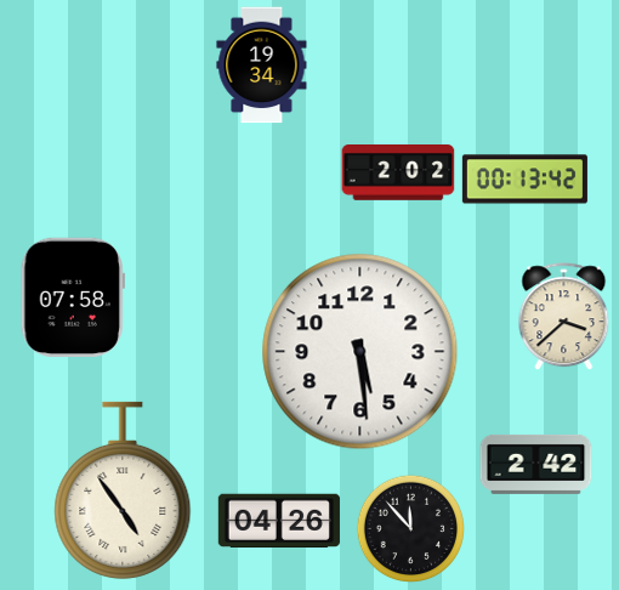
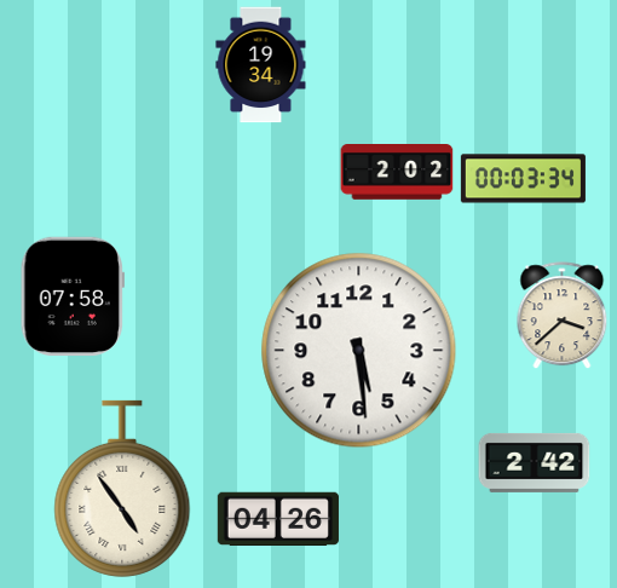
clock at (524, 180): 00:13 -> 00:03
clock at (410, 528): 11:53 -> none
